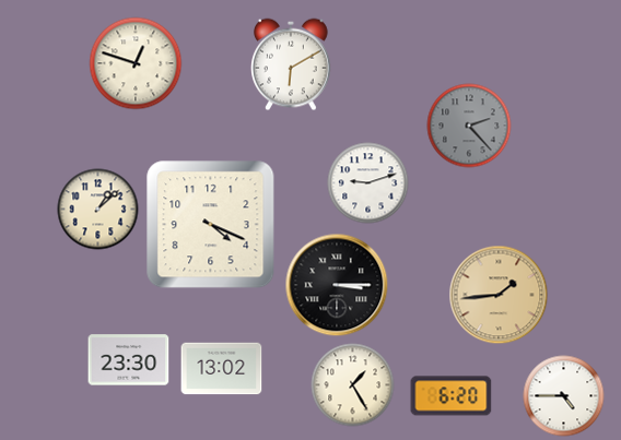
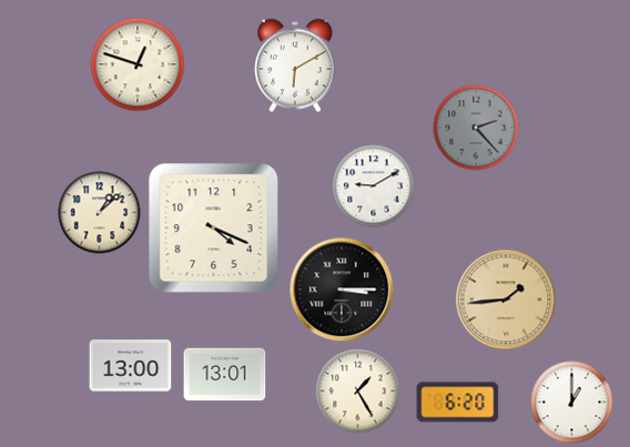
clock at (368, 183): 9:12 -> 9:10
clock at (129, 360): 23:30 -> 13:00
clock at (222, 369): 13:02 -> 13:01
clock at (564, 396): 4:45 -> 1:00
